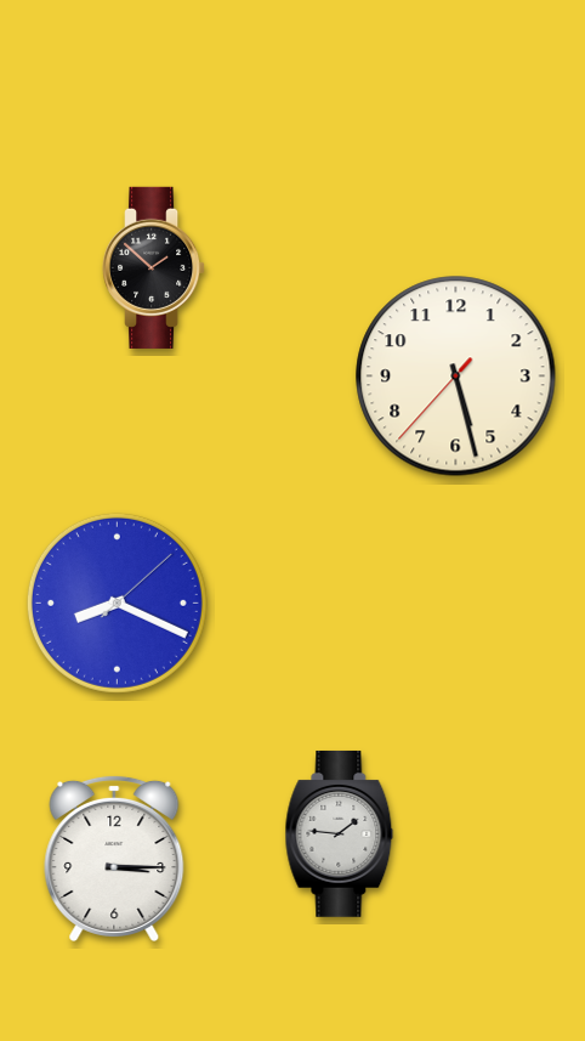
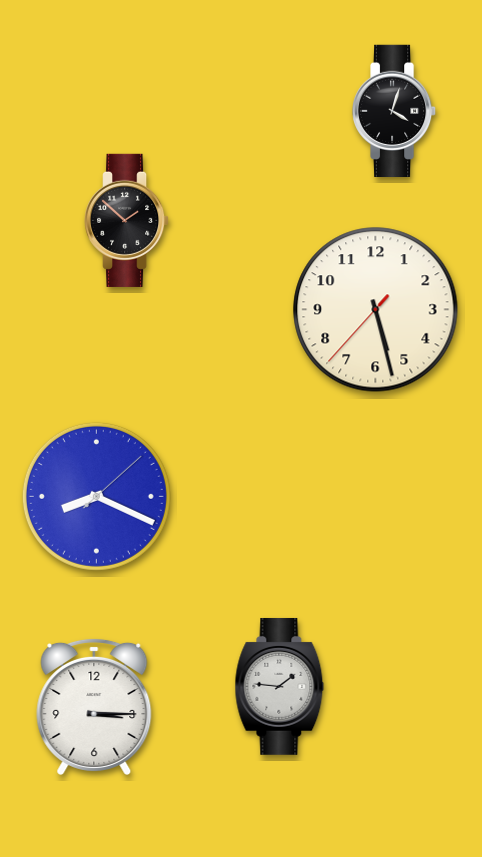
clock at (395, 110): none -> 4:03
